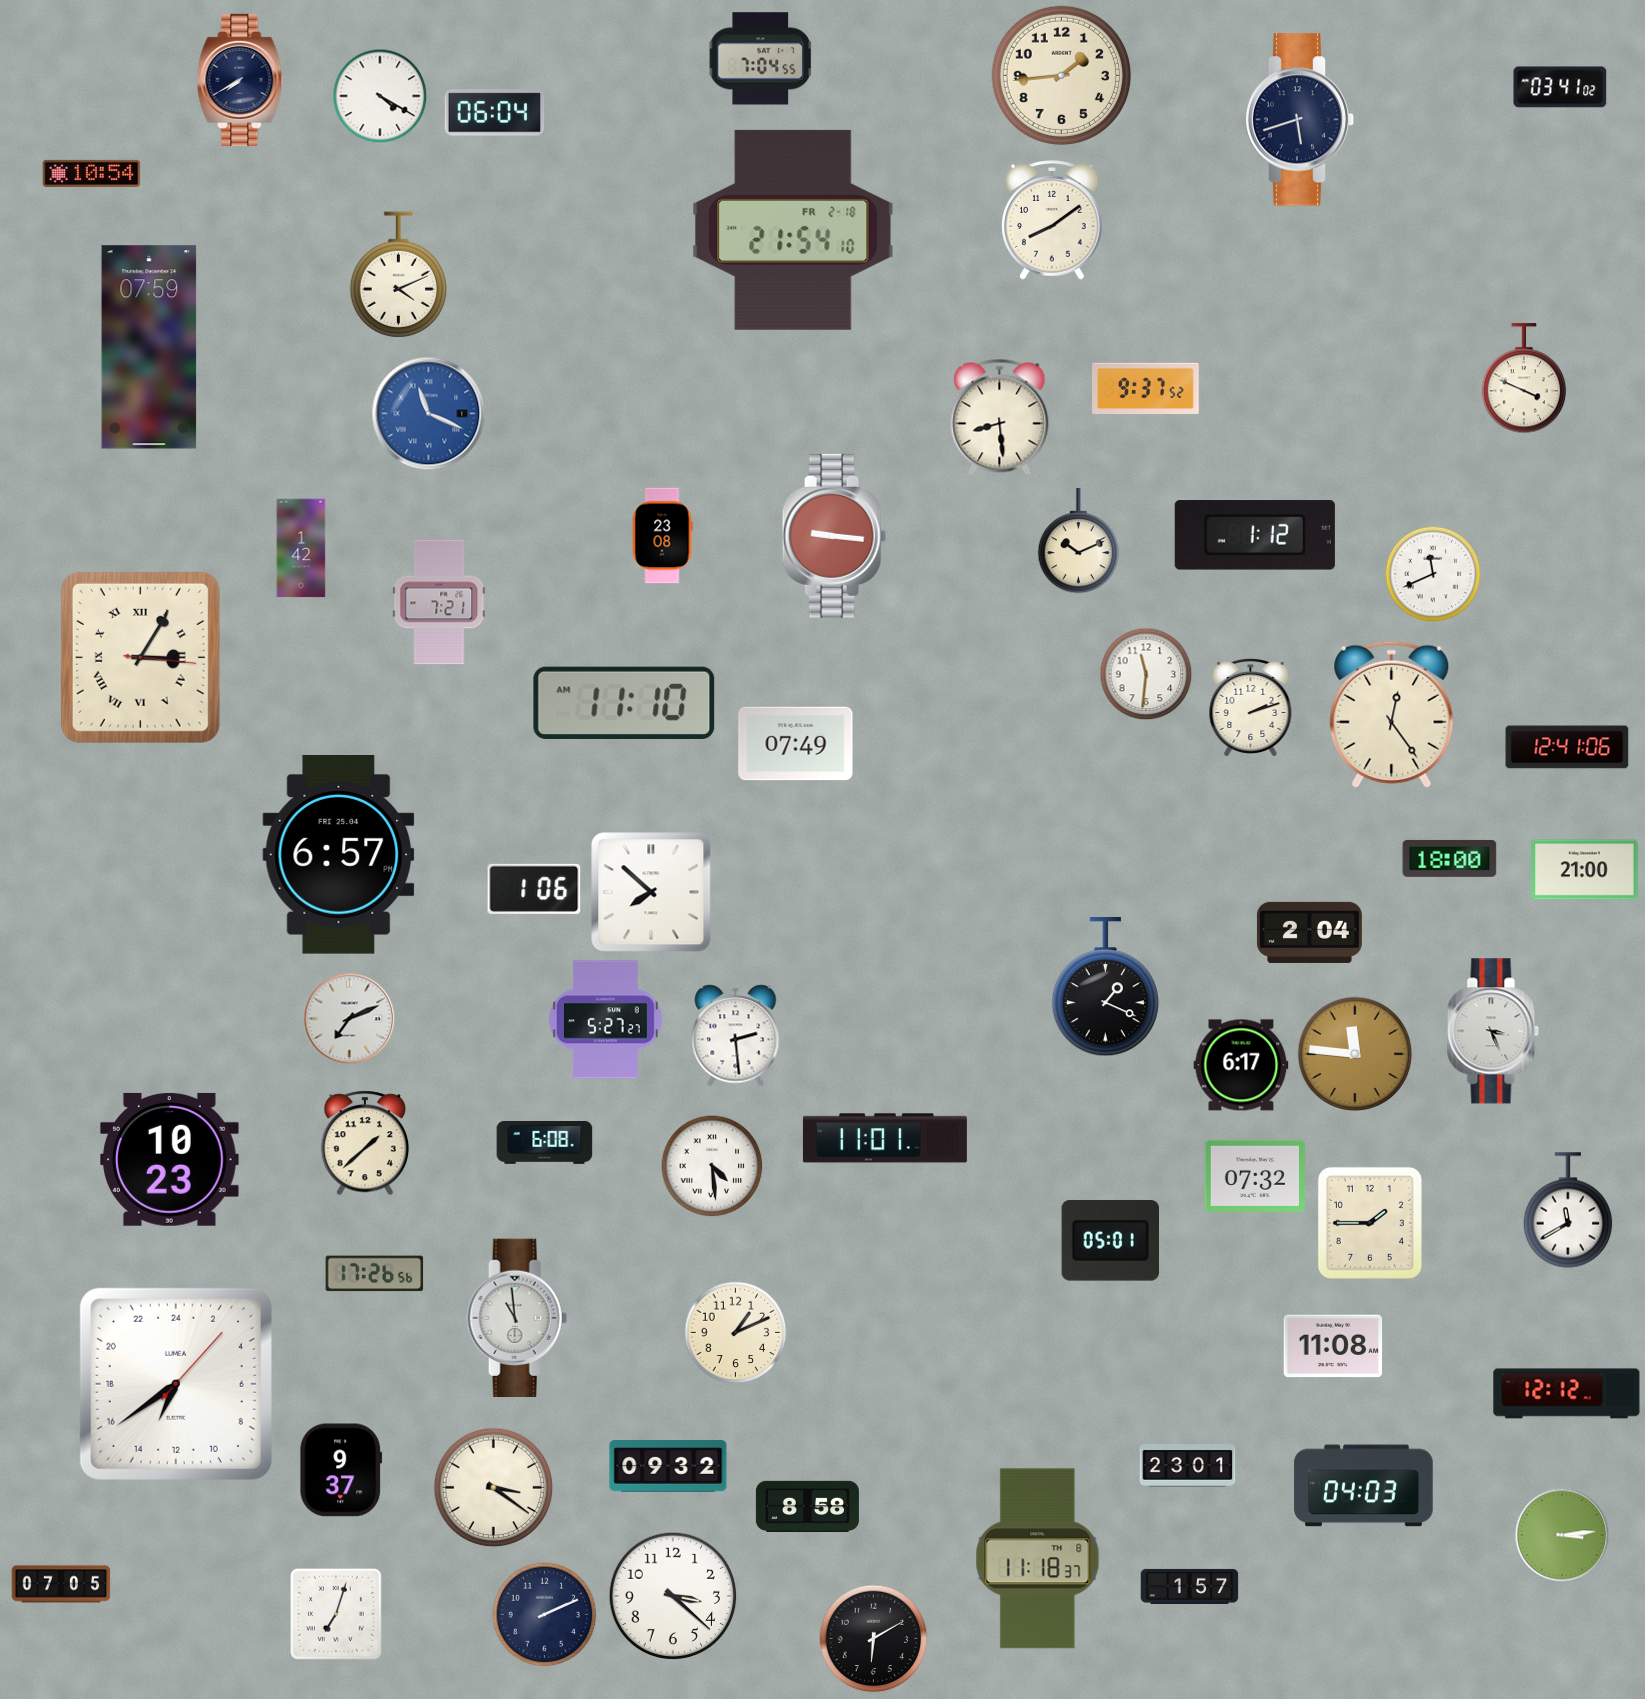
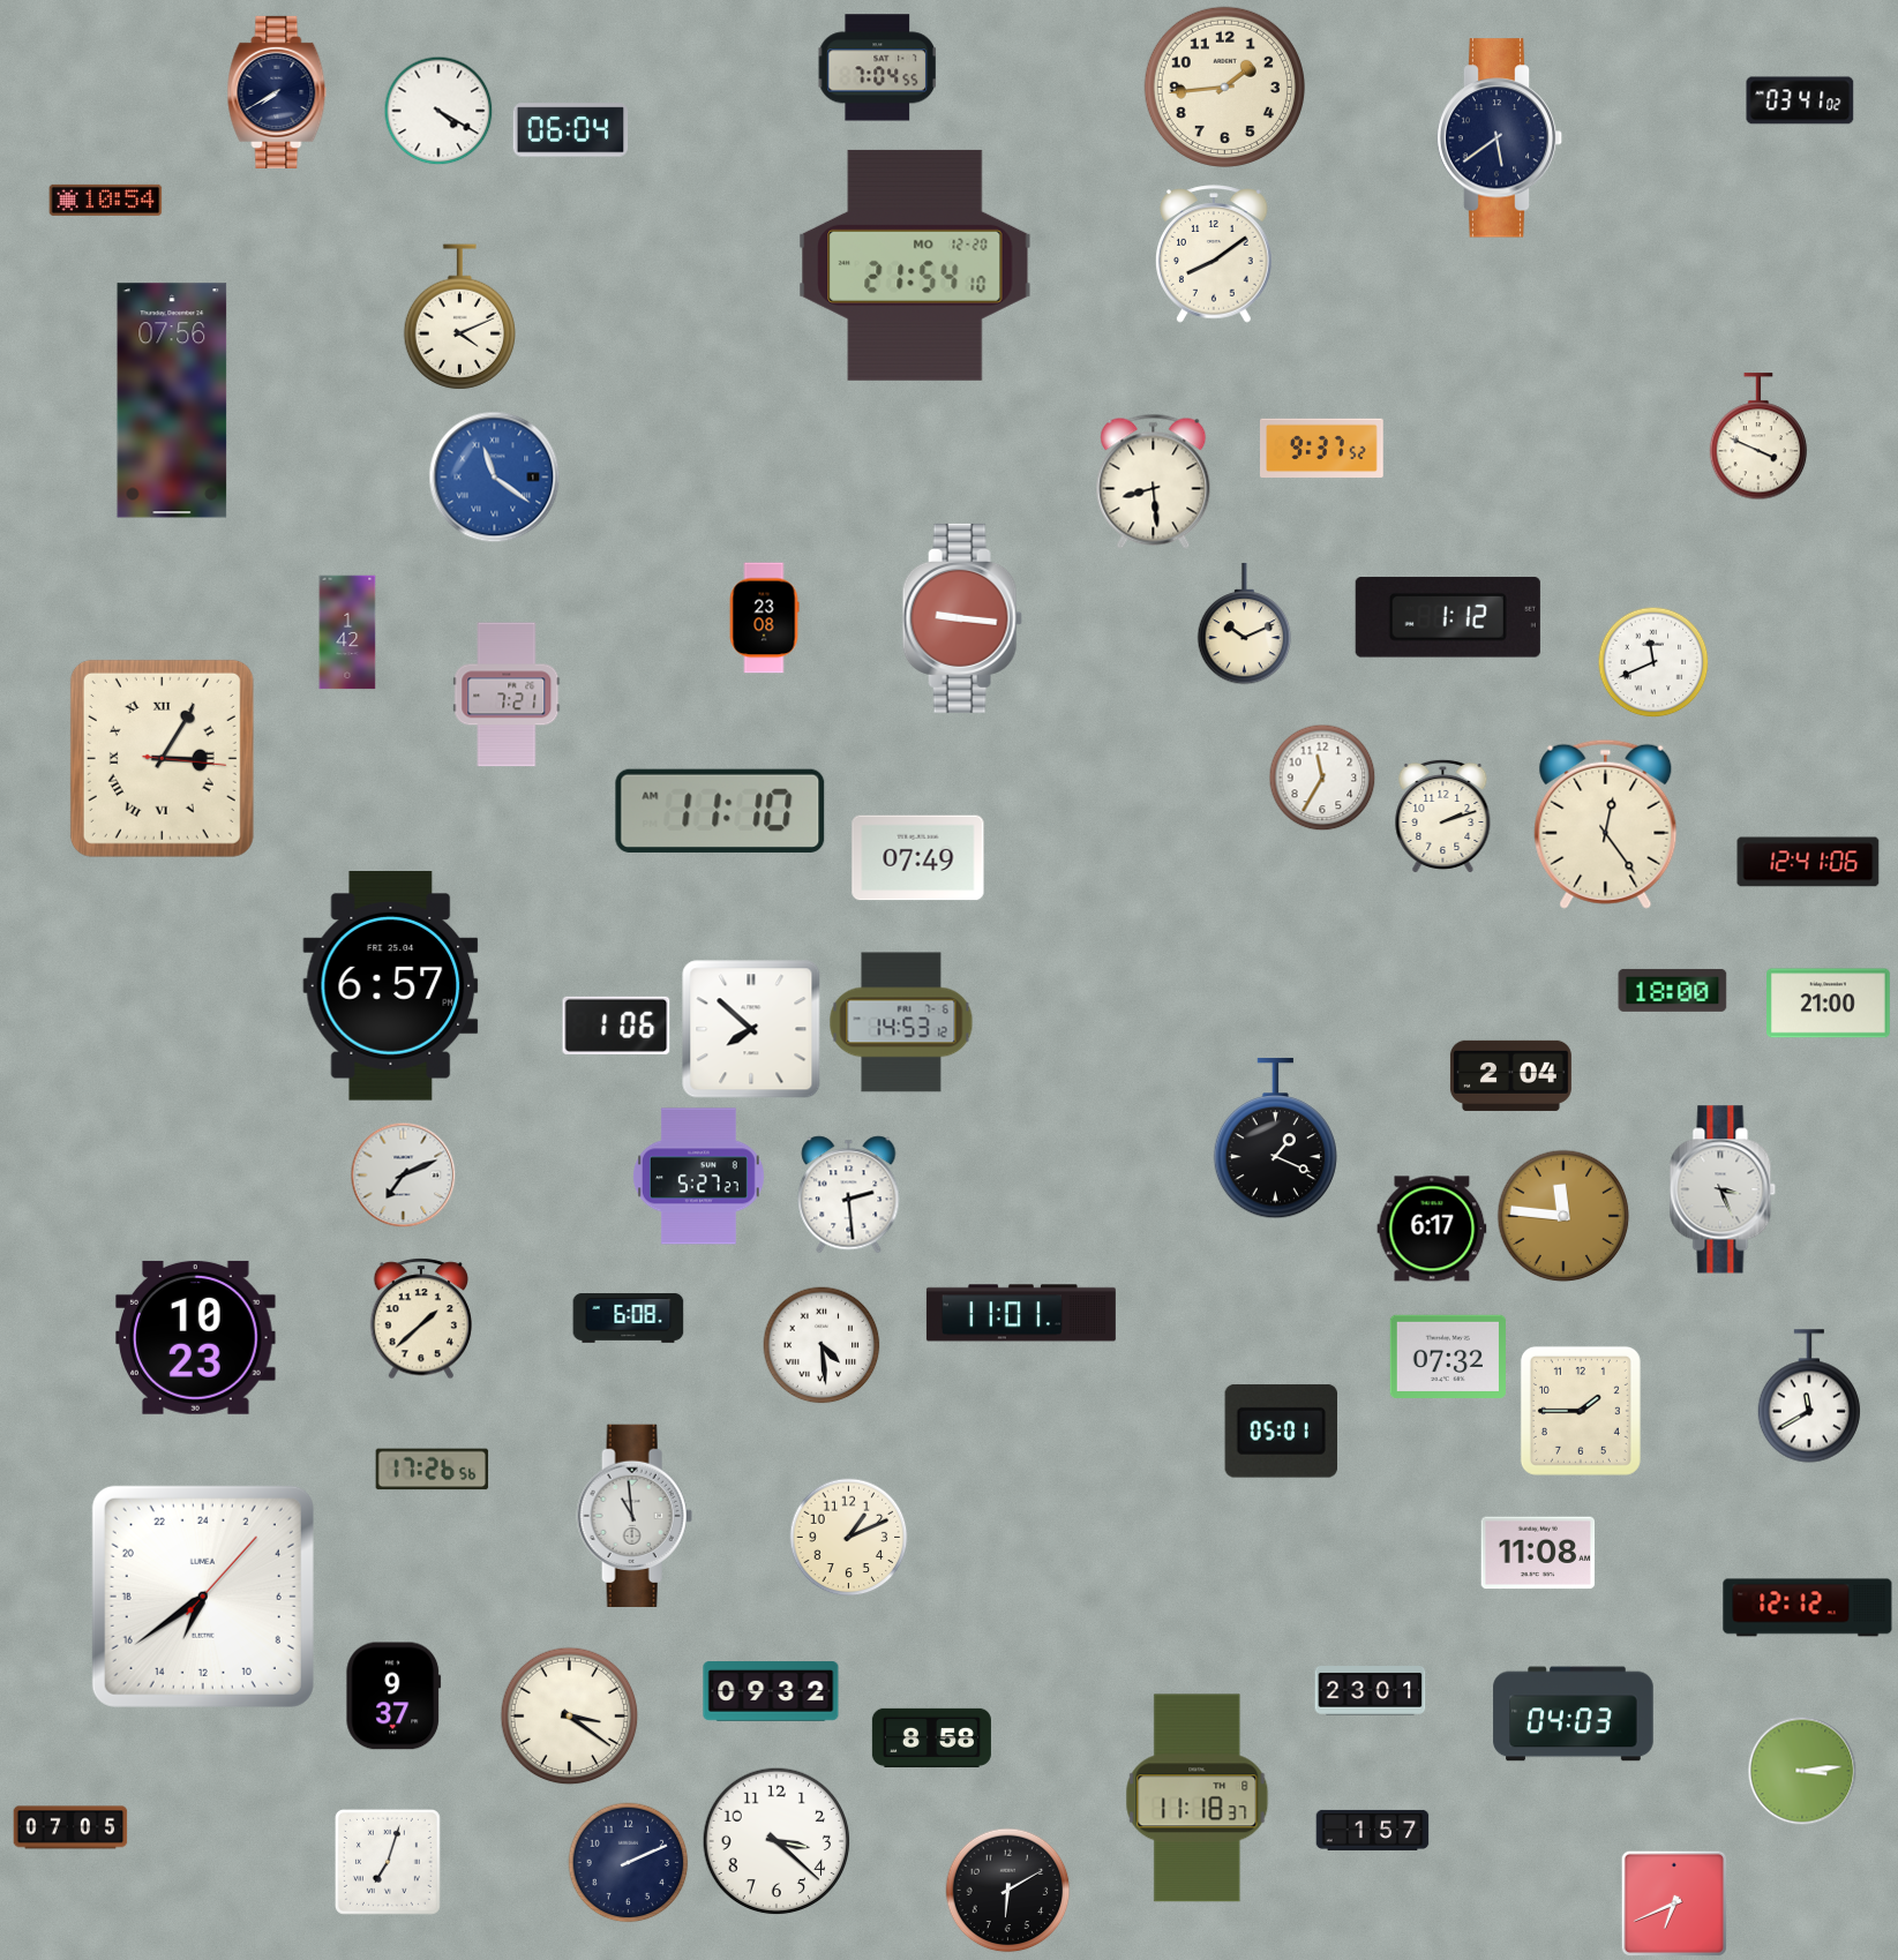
clock at (1300, 120): 5:42 -> 5:39
clock at (793, 230) date: FR 2-18 -> MO 12-20
clock at (149, 347): 07:59 -> 07:56
clock at (429, 414): 11:19 -> 11:21
clock at (1146, 674): 11:31 -> 11:35
clock at (901, 1022): none -> 14:53
clock at (517, 1317) position: (517, 1317) -> (635, 1515)
clock at (1674, 1903): none -> 6:41
